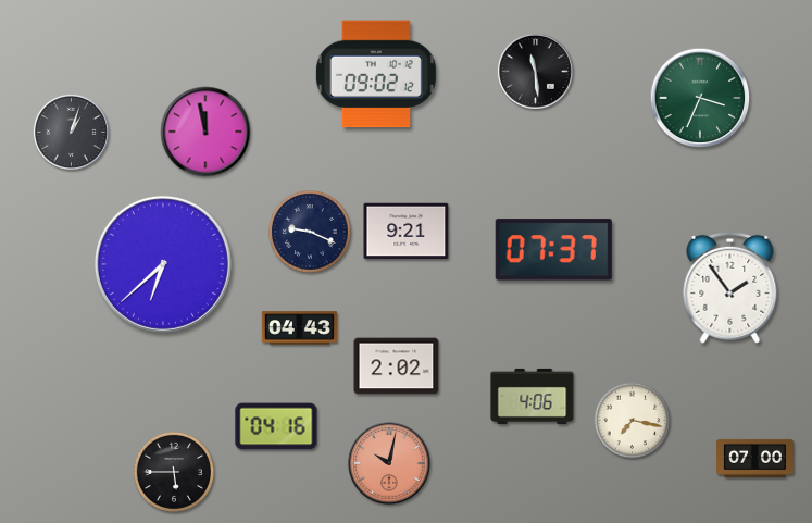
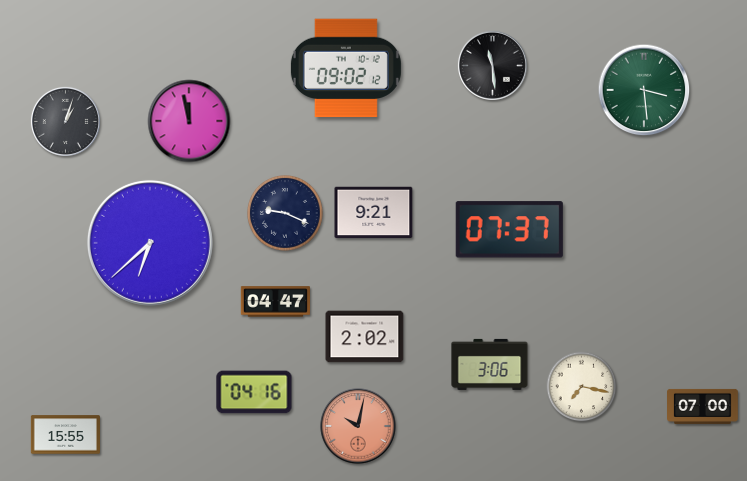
clock at (700, 98): 3:34 -> 3:29
clock at (730, 287): 1:54 -> none
clock at (299, 328): 04:43 -> 04:47
clock at (533, 396): 4:06 -> 3:06
clock at (755, 458) position: (755, 458) -> (703, 406)
clock at (174, 472): 5:45 -> none
clock at (65, 435): none -> 15:55
